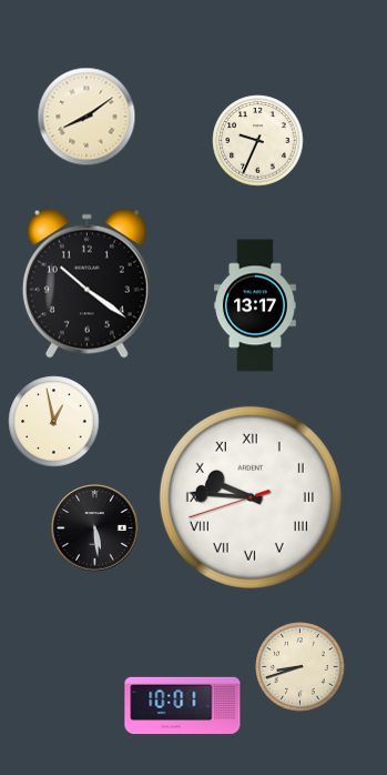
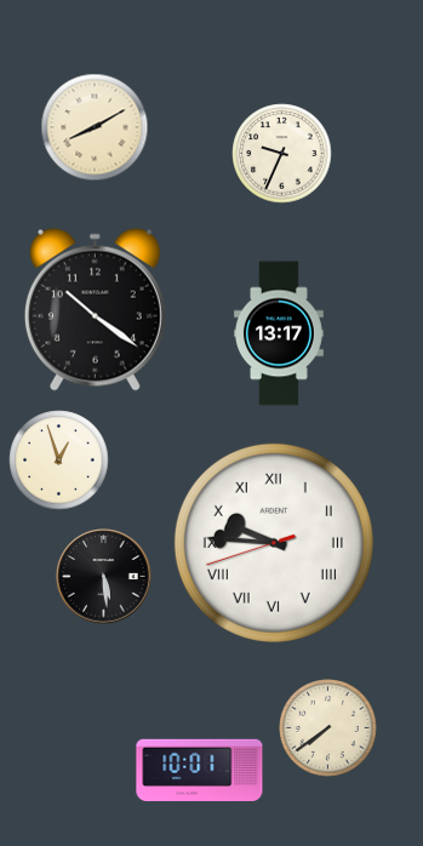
clock at (86, 117): 8:09 -> 8:10
clock at (54, 422): 12:58 -> 12:57
clock at (301, 667): 8:42 -> 7:39
